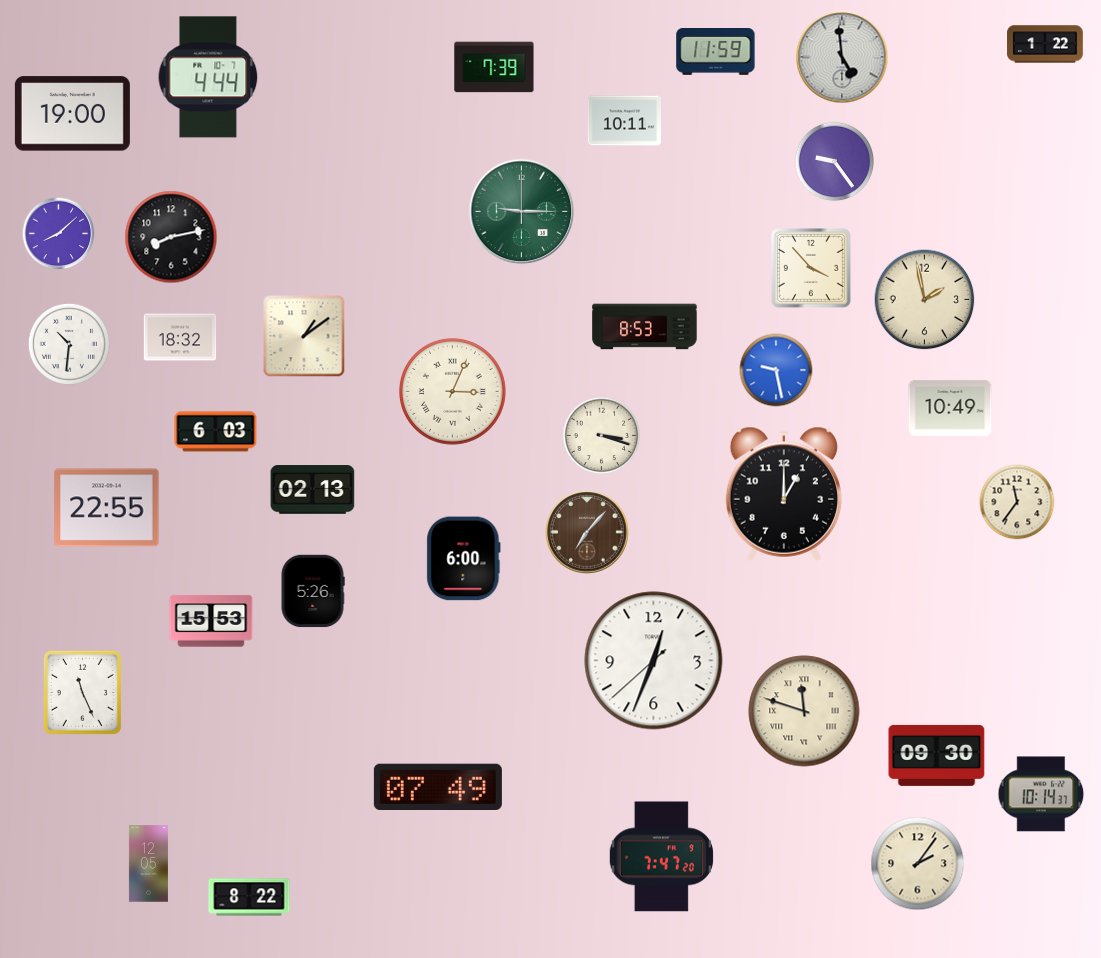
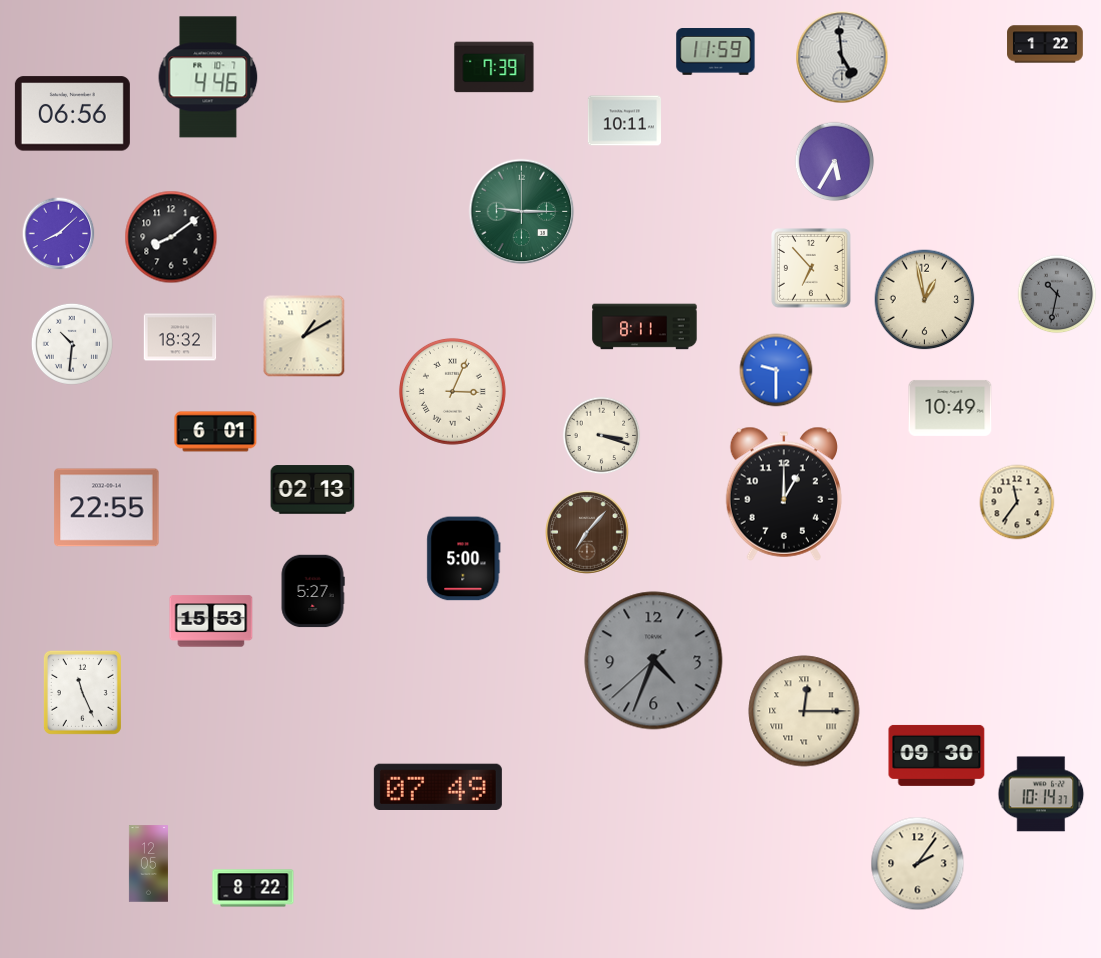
clock at (208, 77): 4:44 -> 4:46
clock at (72, 114): 19:00 -> 06:56
clock at (835, 162): 9:24 -> 5:35
clock at (171, 237): 8:13 -> 8:09
clock at (811, 268): 3:53 -> 6:53
clock at (1057, 294): none -> 10:32
clock at (925, 300): 1:58 -> 12:58
clock at (645, 327): 8:53 -> 8:11
clock at (304, 336): 1:09 -> 1:10
clock at (69, 344) position: (69, 344) -> (72, 344)
clock at (776, 370): 9:28 -> 9:30
clock at (216, 432): 6:03 -> 6:01
clock at (464, 559): 6:00 -> 5:00
clock at (313, 591): 5:26 -> 5:27
clock at (654, 661): 12:33 -> 4:33
clock at (654, 661) dial: white -> grey
clock at (804, 711): 11:48 -> 12:15
clock at (661, 857): 7:47 -> none
clock at (249, 897) position: (249, 897) -> (253, 888)
